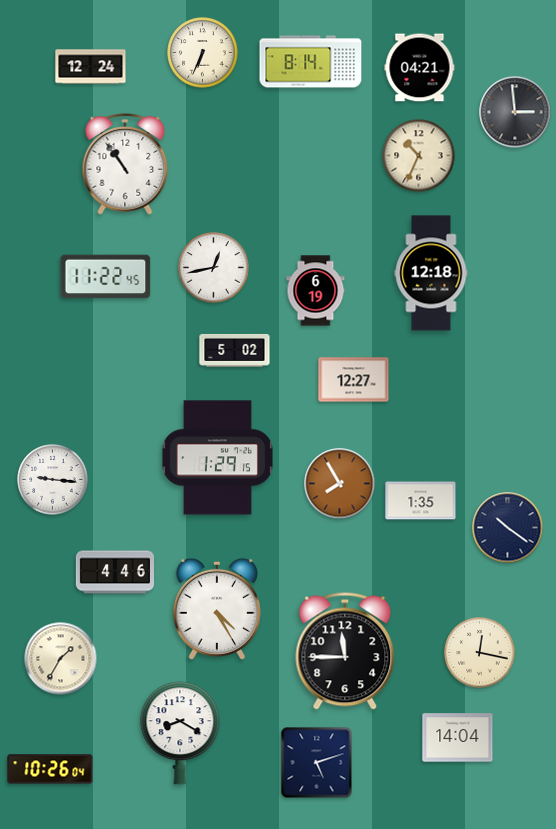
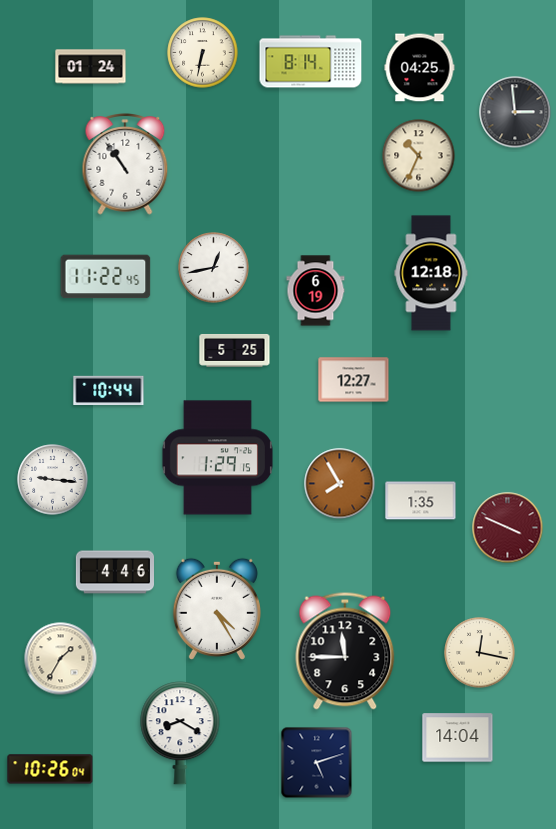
clock at (203, 53): 6:34 -> 6:32
clock at (91, 67): 12:24 -> 01:24
clock at (420, 68): 04:21 -> 04:25
clock at (235, 350): 5:02 -> 5:25
clock at (109, 391): none -> 10:44
clock at (508, 528): 10:21 -> 3:49
clock at (508, 528) dial: navy -> burgundy
